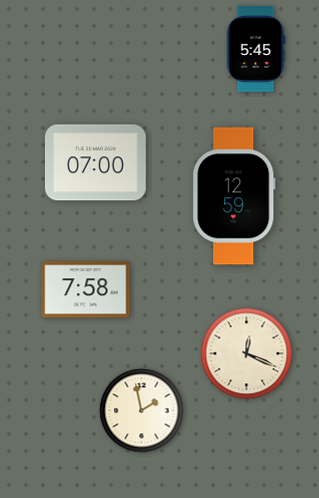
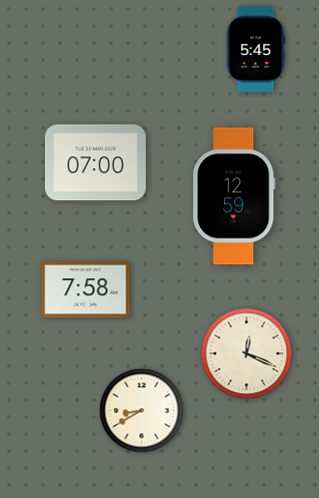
clock at (142, 411): 1:58 -> 8:40
